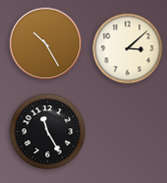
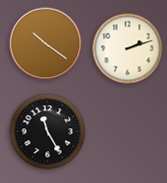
clock at (46, 44): 10:25 -> 10:21
clock at (128, 49): 3:08 -> 2:12
